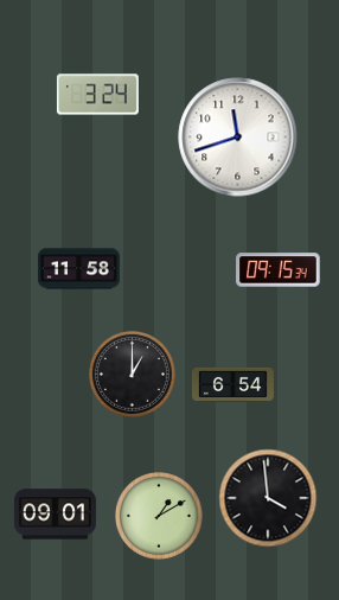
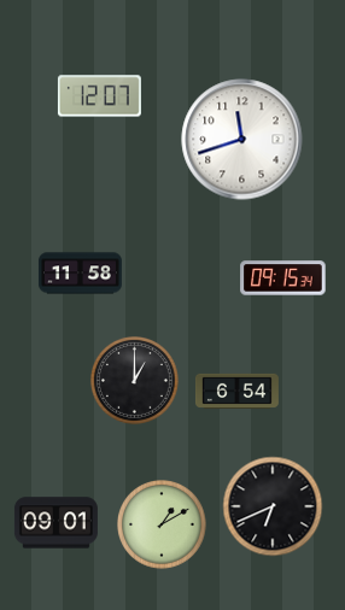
clock at (97, 95): 3:24 -> 12:07
clock at (279, 270) position: (279, 270) -> (283, 278)
clock at (268, 498): 3:59 -> 6:41
